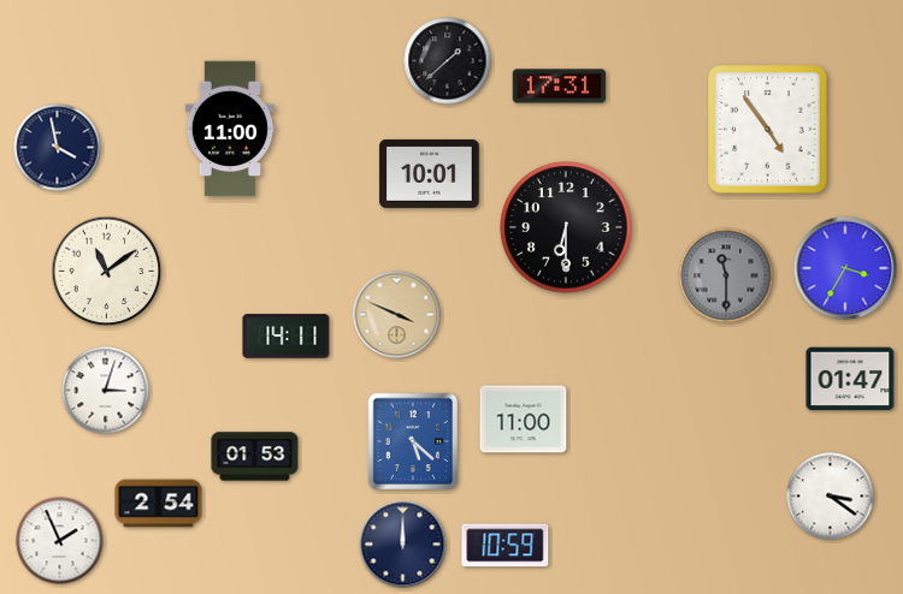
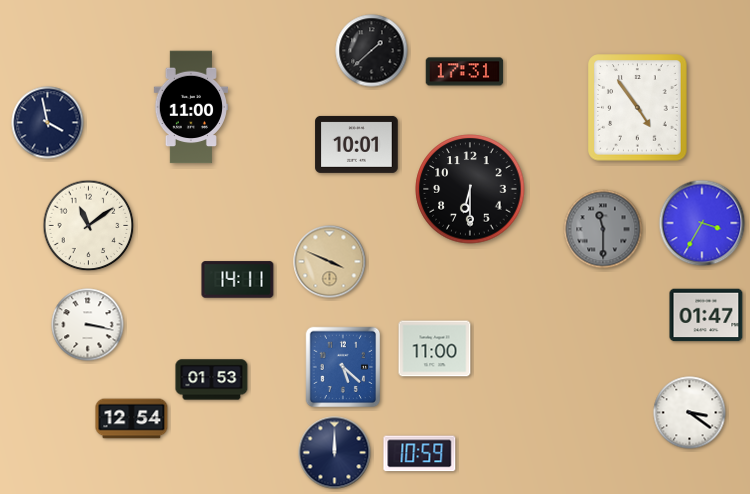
clock at (106, 391): 3:03 -> 3:17
clock at (159, 504): 2:54 -> 12:54
clock at (60, 541): 1:56 -> none
